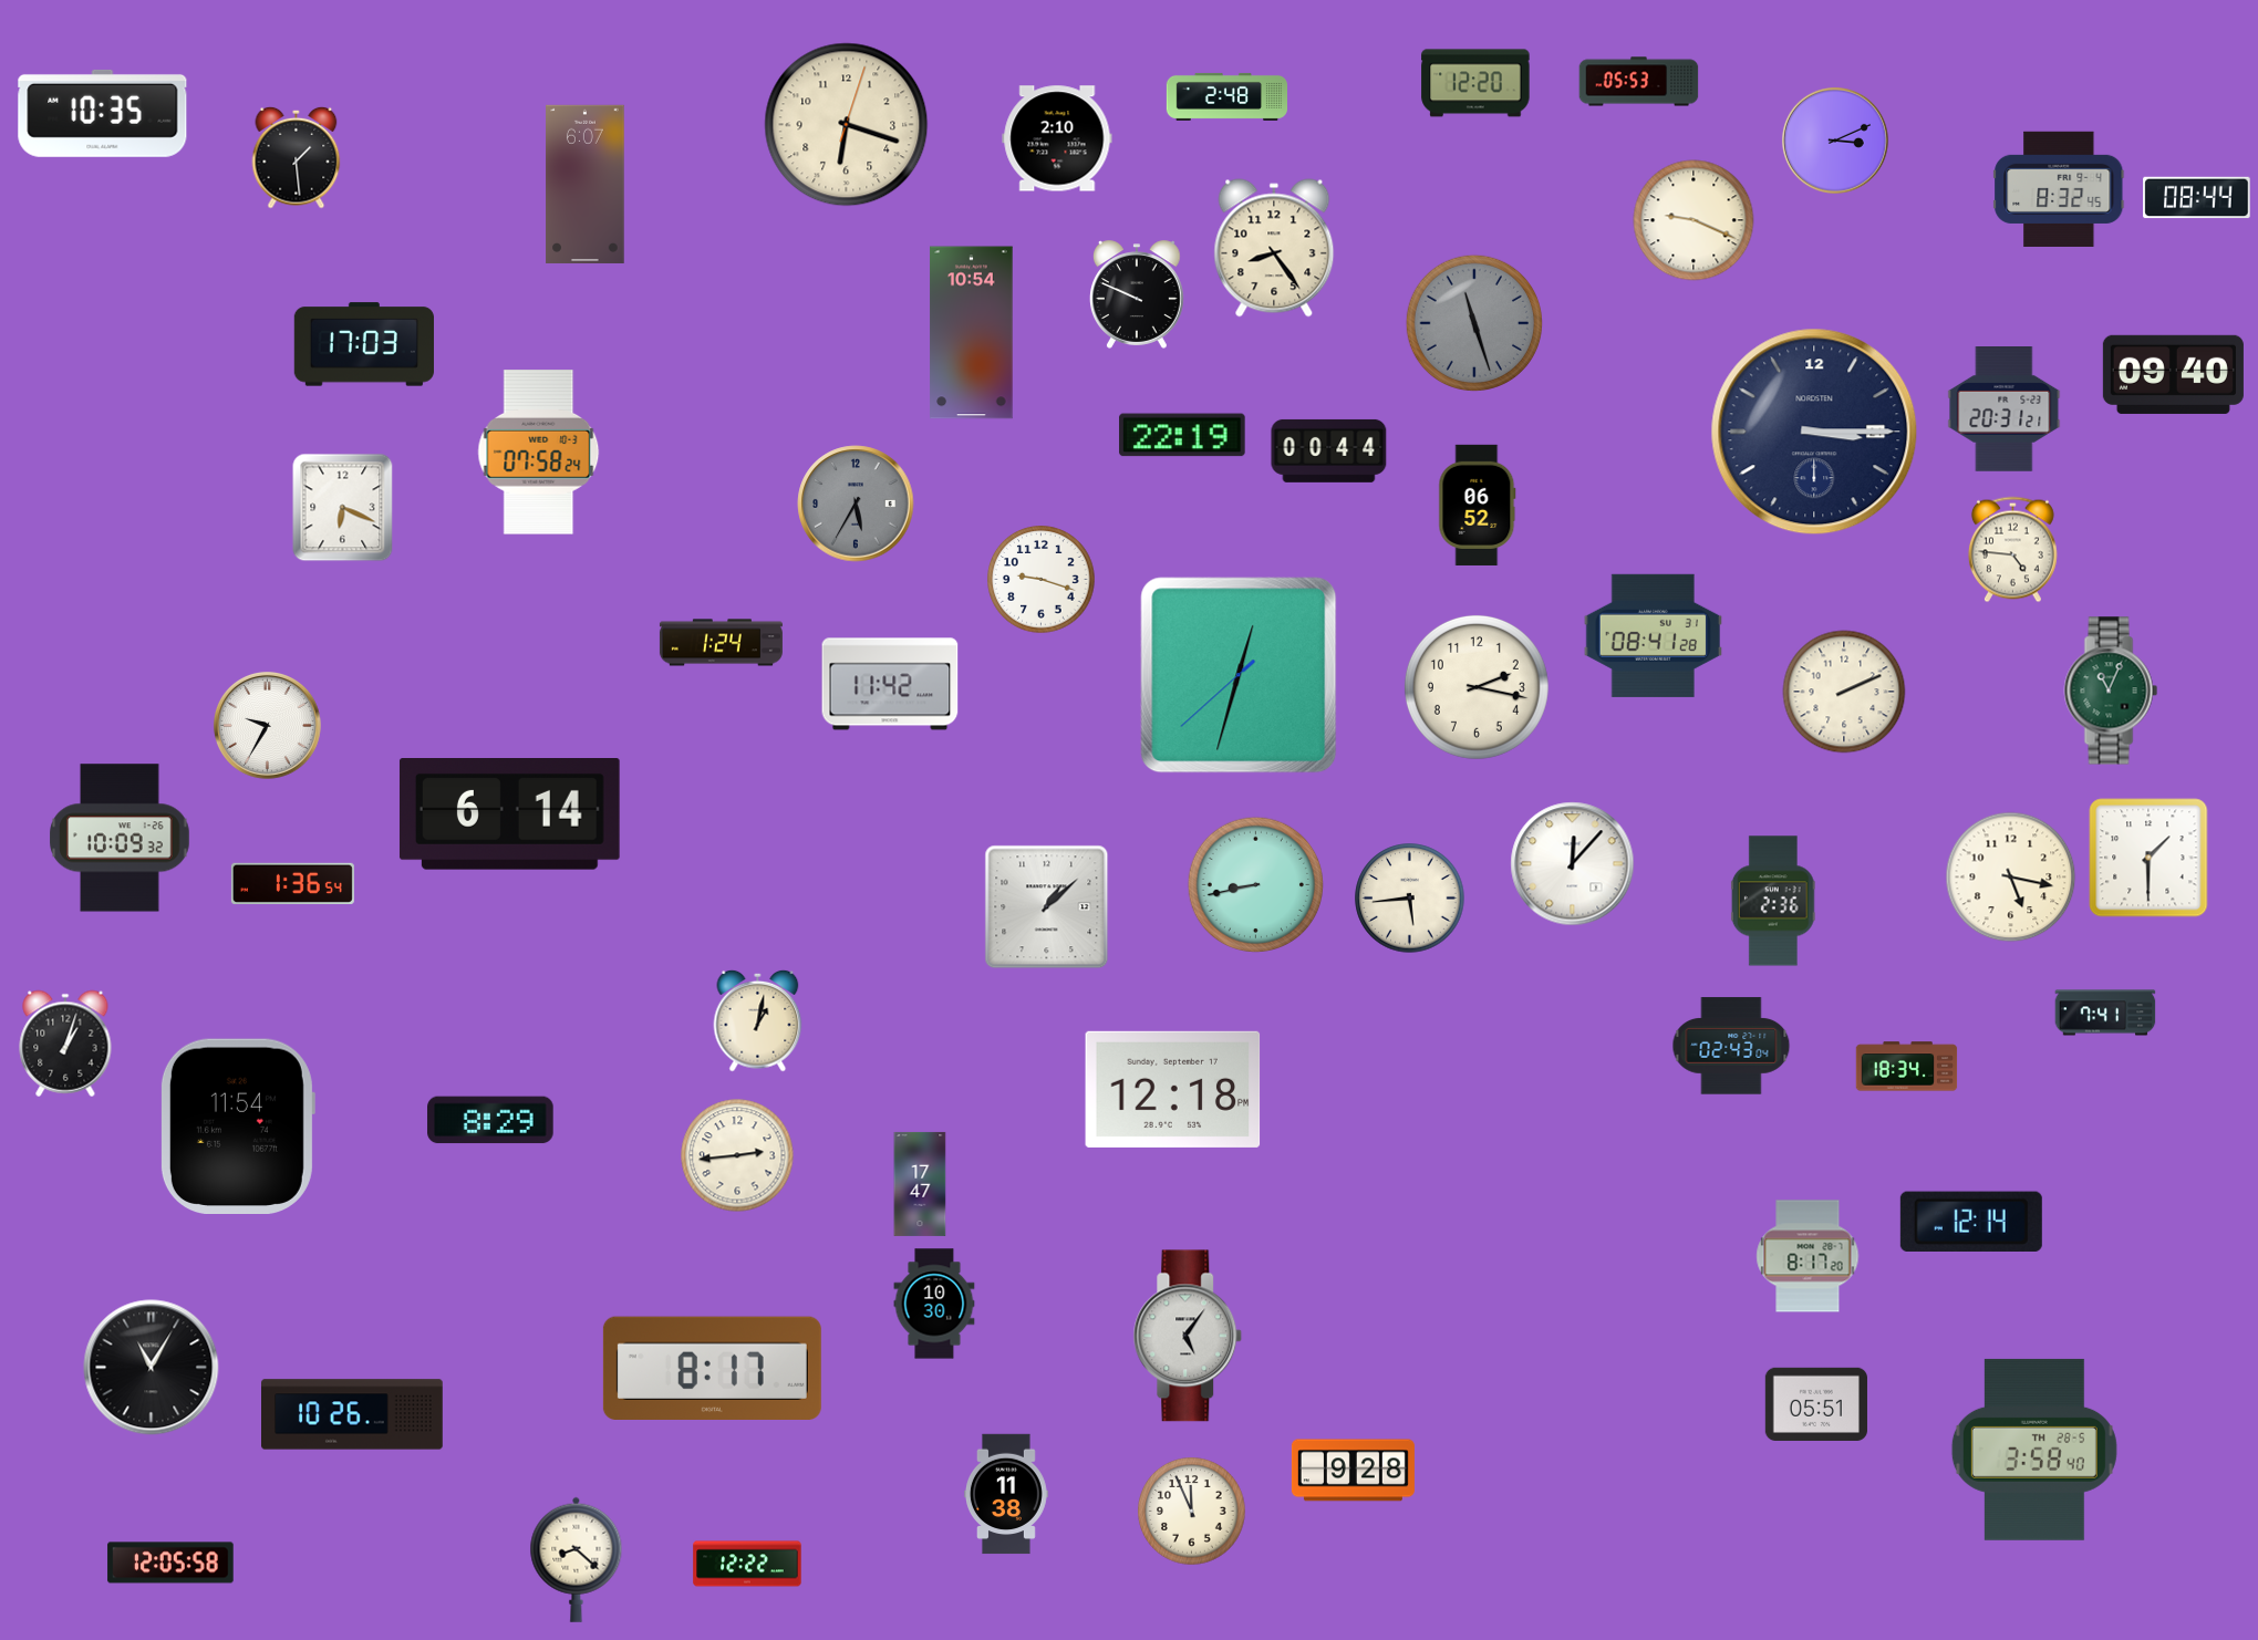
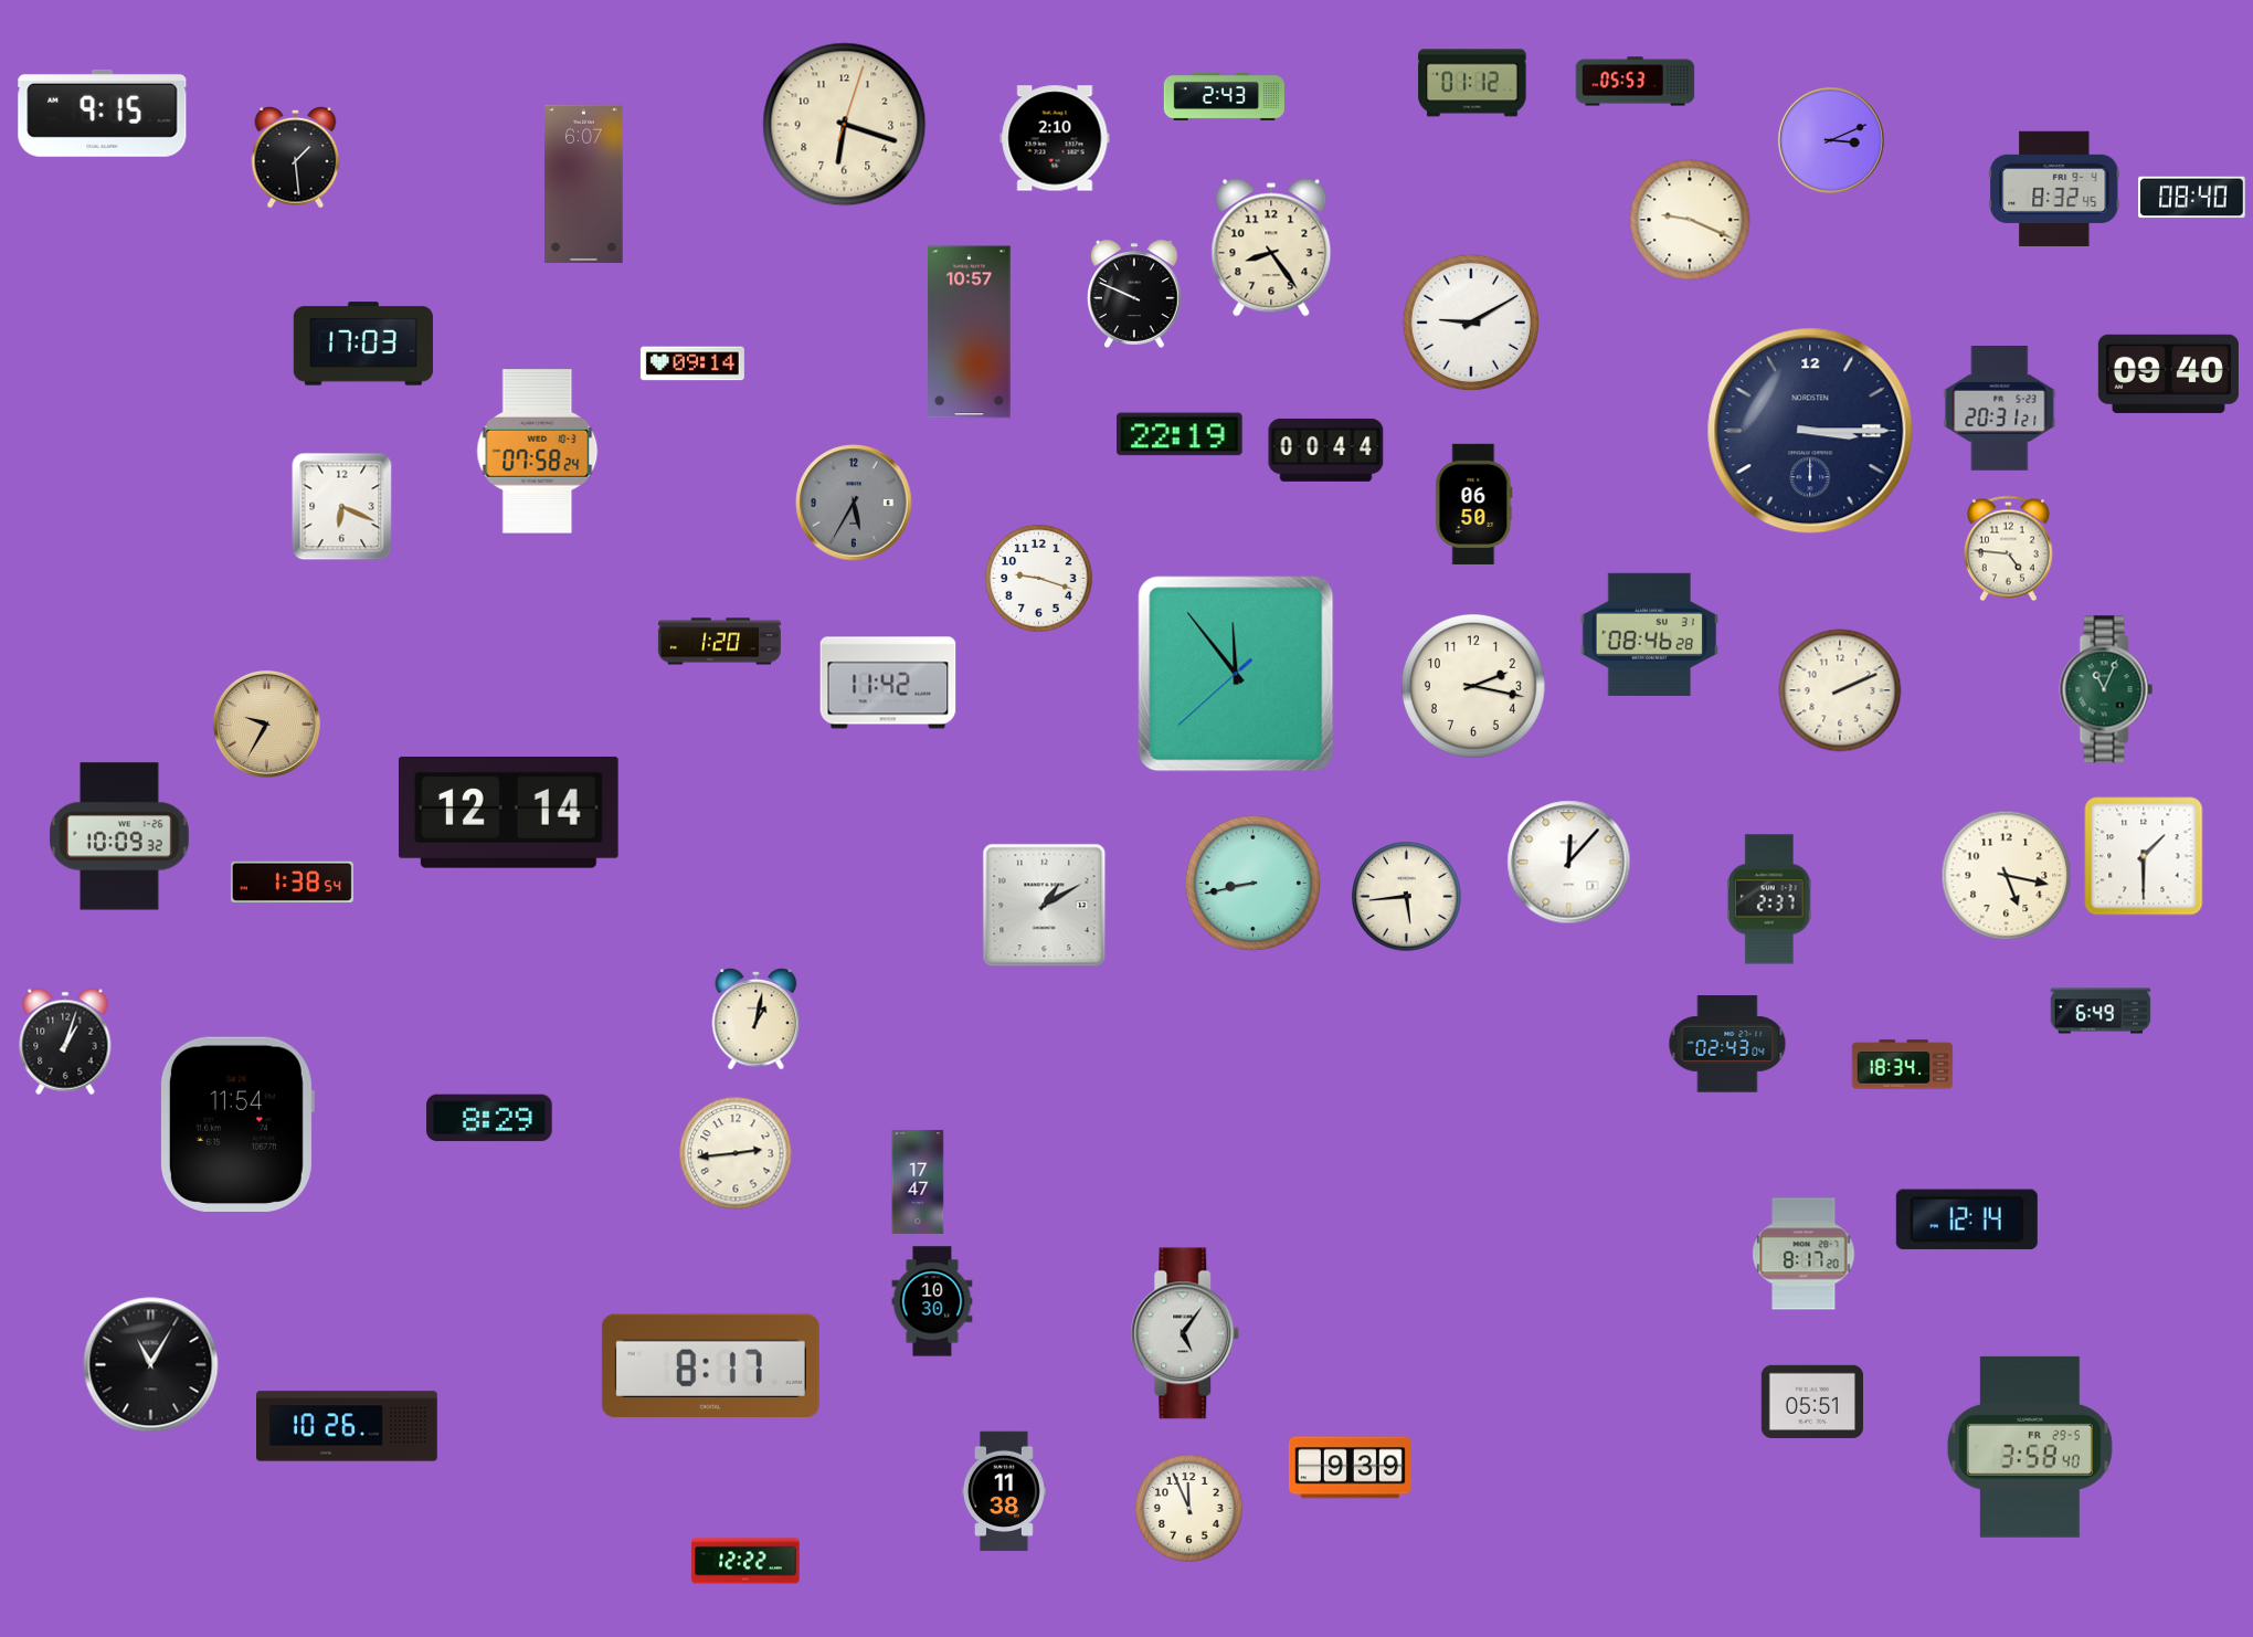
clock at (1475, 83): 12:20 -> 01:12
clock at (1226, 96): 2:48 -> 2:43
clock at (103, 113): 10:35 -> 9:15
clock at (2197, 198): 08:44 -> 08:40
clock at (1474, 323): 11:27 -> 9:10
clock at (1474, 323) dial: grey -> white
clock at (972, 333): 10:54 -> 10:57
clock at (692, 363): none -> 09:14
clock at (1478, 505): 06:52 -> 06:50
clock at (1653, 635): 08:41 -> 08:46
clock at (721, 643): 1:24 -> 1:20
clock at (1239, 675): 12:32 -> 11:53
clock at (267, 725) dial: white -> champagne
clock at (510, 814): 6:14 -> 12:14
clock at (292, 883): 1:36 -> 1:38
clock at (1773, 901): 2:36 -> 2:37
clock at (1047, 907): 1:08 -> 1:10
clock at (2105, 1013): 7:41 -> 6:49
clock at (1173, 1089): 12:18 -> none
clock at (353, 1414) position: (353, 1414) -> (348, 1426)
clock at (2034, 1450) date: TH 28-5 -> FR 29-5
clock at (1353, 1471): 9:28 -> 9:39
clock at (577, 1559): 8:22 -> none
clock at (170, 1563): 12:05 -> none
